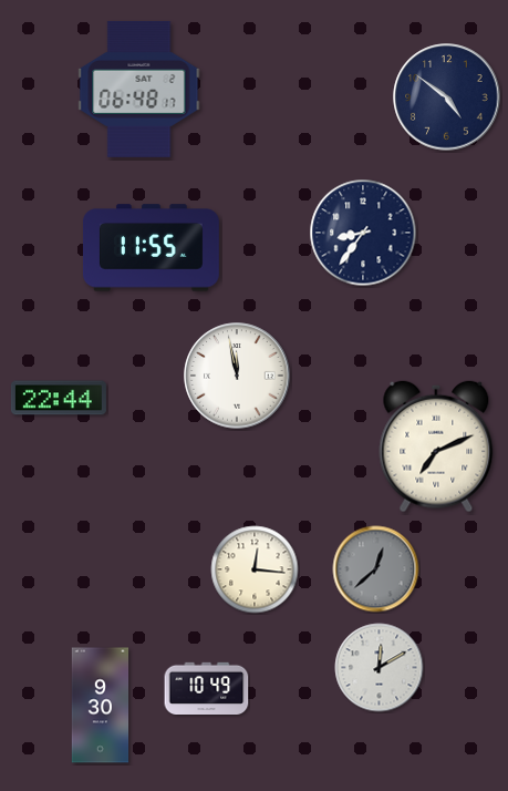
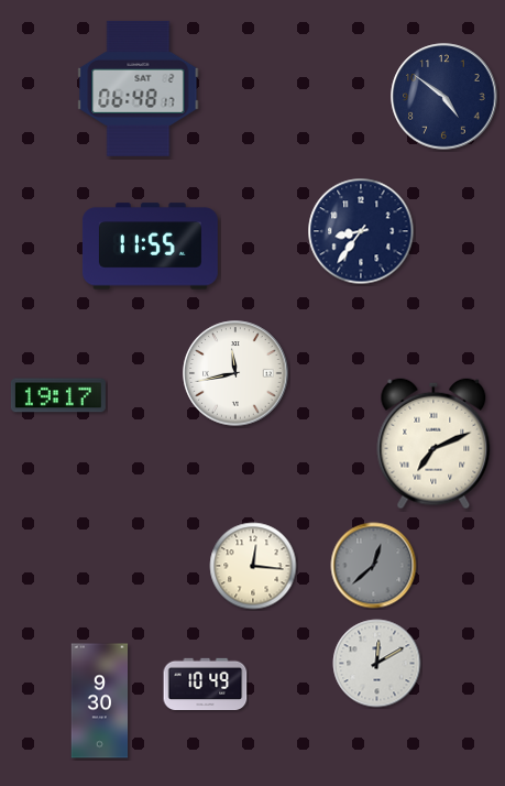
clock at (237, 376): 11:58 -> 11:43
clock at (59, 398): 22:44 -> 19:17
